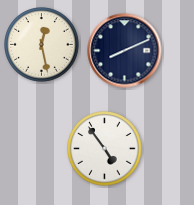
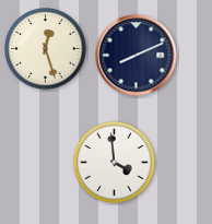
clock at (42, 45): 12:28 -> 12:27
clock at (105, 149): 4:54 -> 3:59
